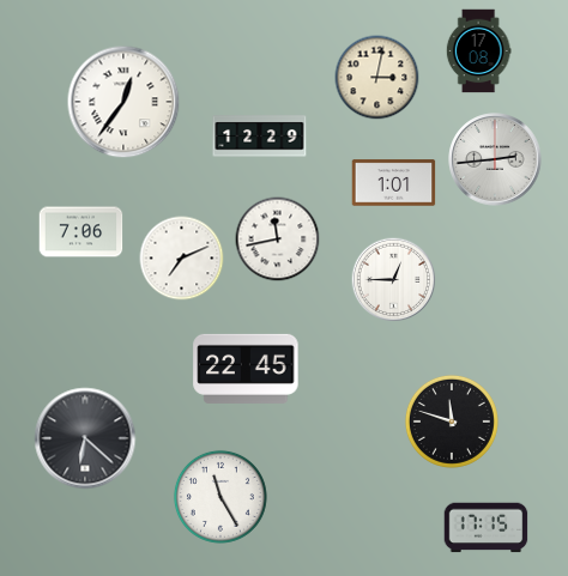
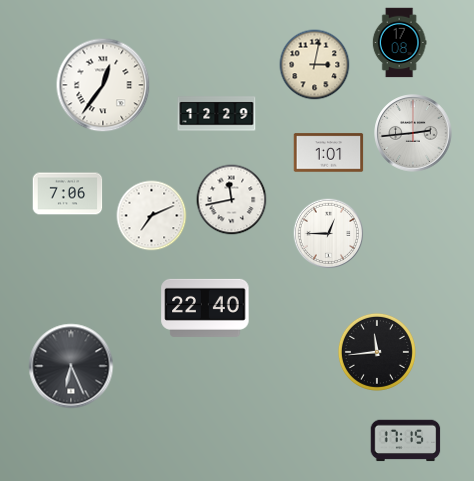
clock at (246, 369): 22:45 -> 22:40
clock at (452, 422): 11:48 -> 11:44
clock at (85, 438): 6:22 -> 6:26
clock at (220, 497): 11:25 -> none
